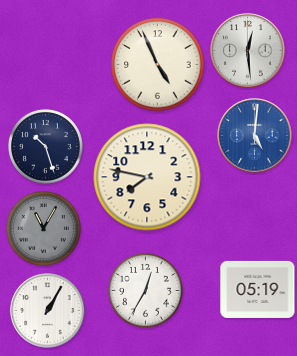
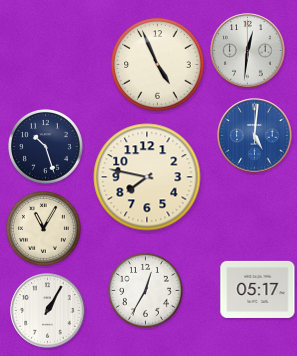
clock at (248, 51): 12:29 -> 12:31
clock at (44, 229) dial: grey -> cream
clock at (258, 289): 05:19 -> 05:17
